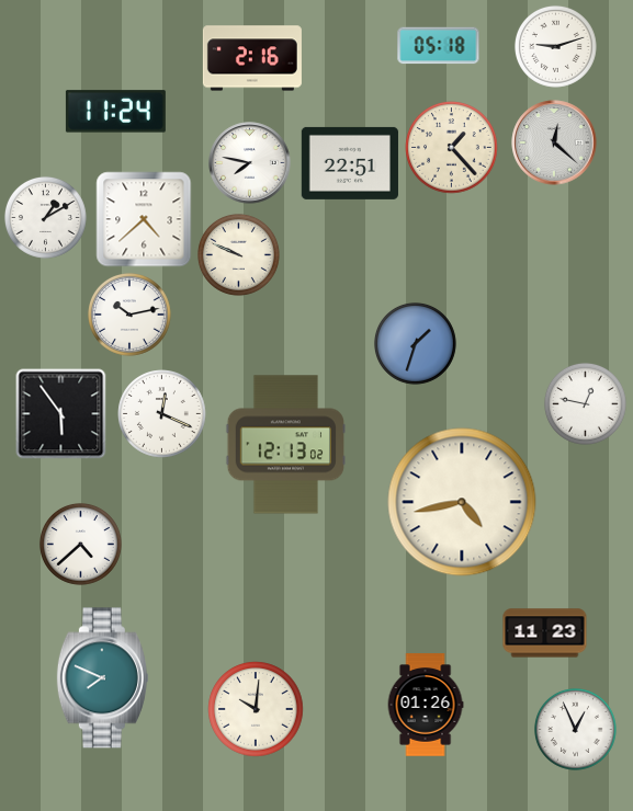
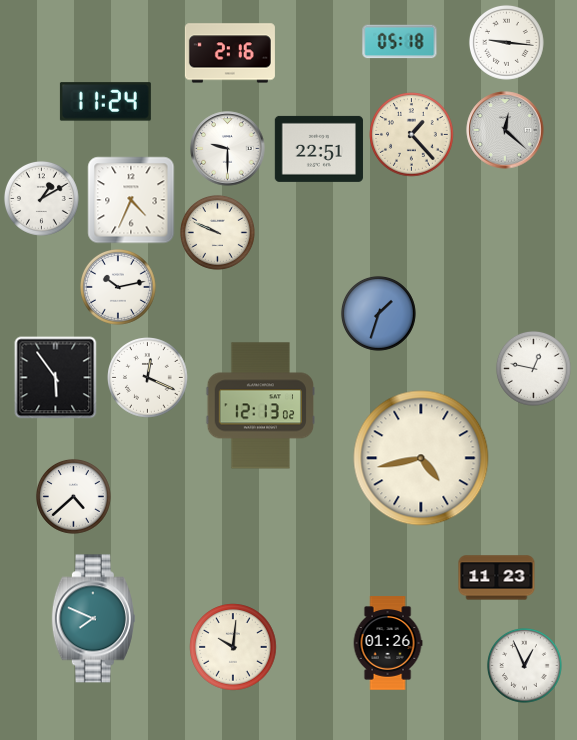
clock at (556, 47): 9:12 -> 9:16
clock at (250, 163): 7:47 -> 9:30
clock at (144, 219): 4:38 -> 4:34
